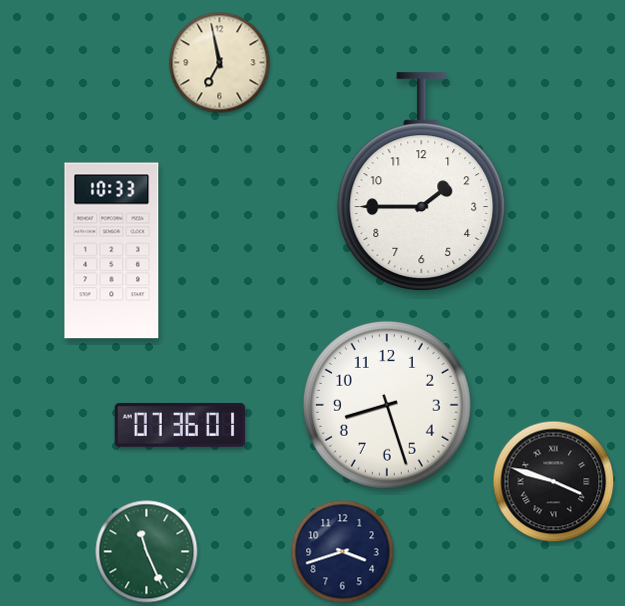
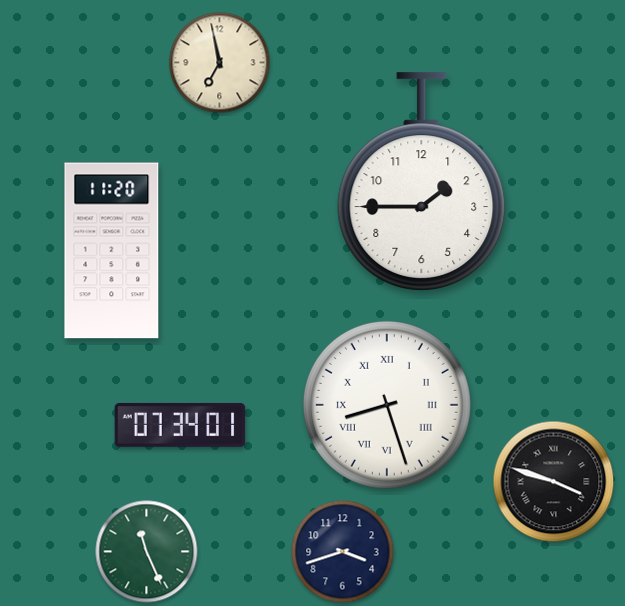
clock at (112, 251): 10:33 -> 11:20
clock at (387, 405) numerals: Arabic -> Roman
clock at (180, 425): 07:36 -> 07:34
